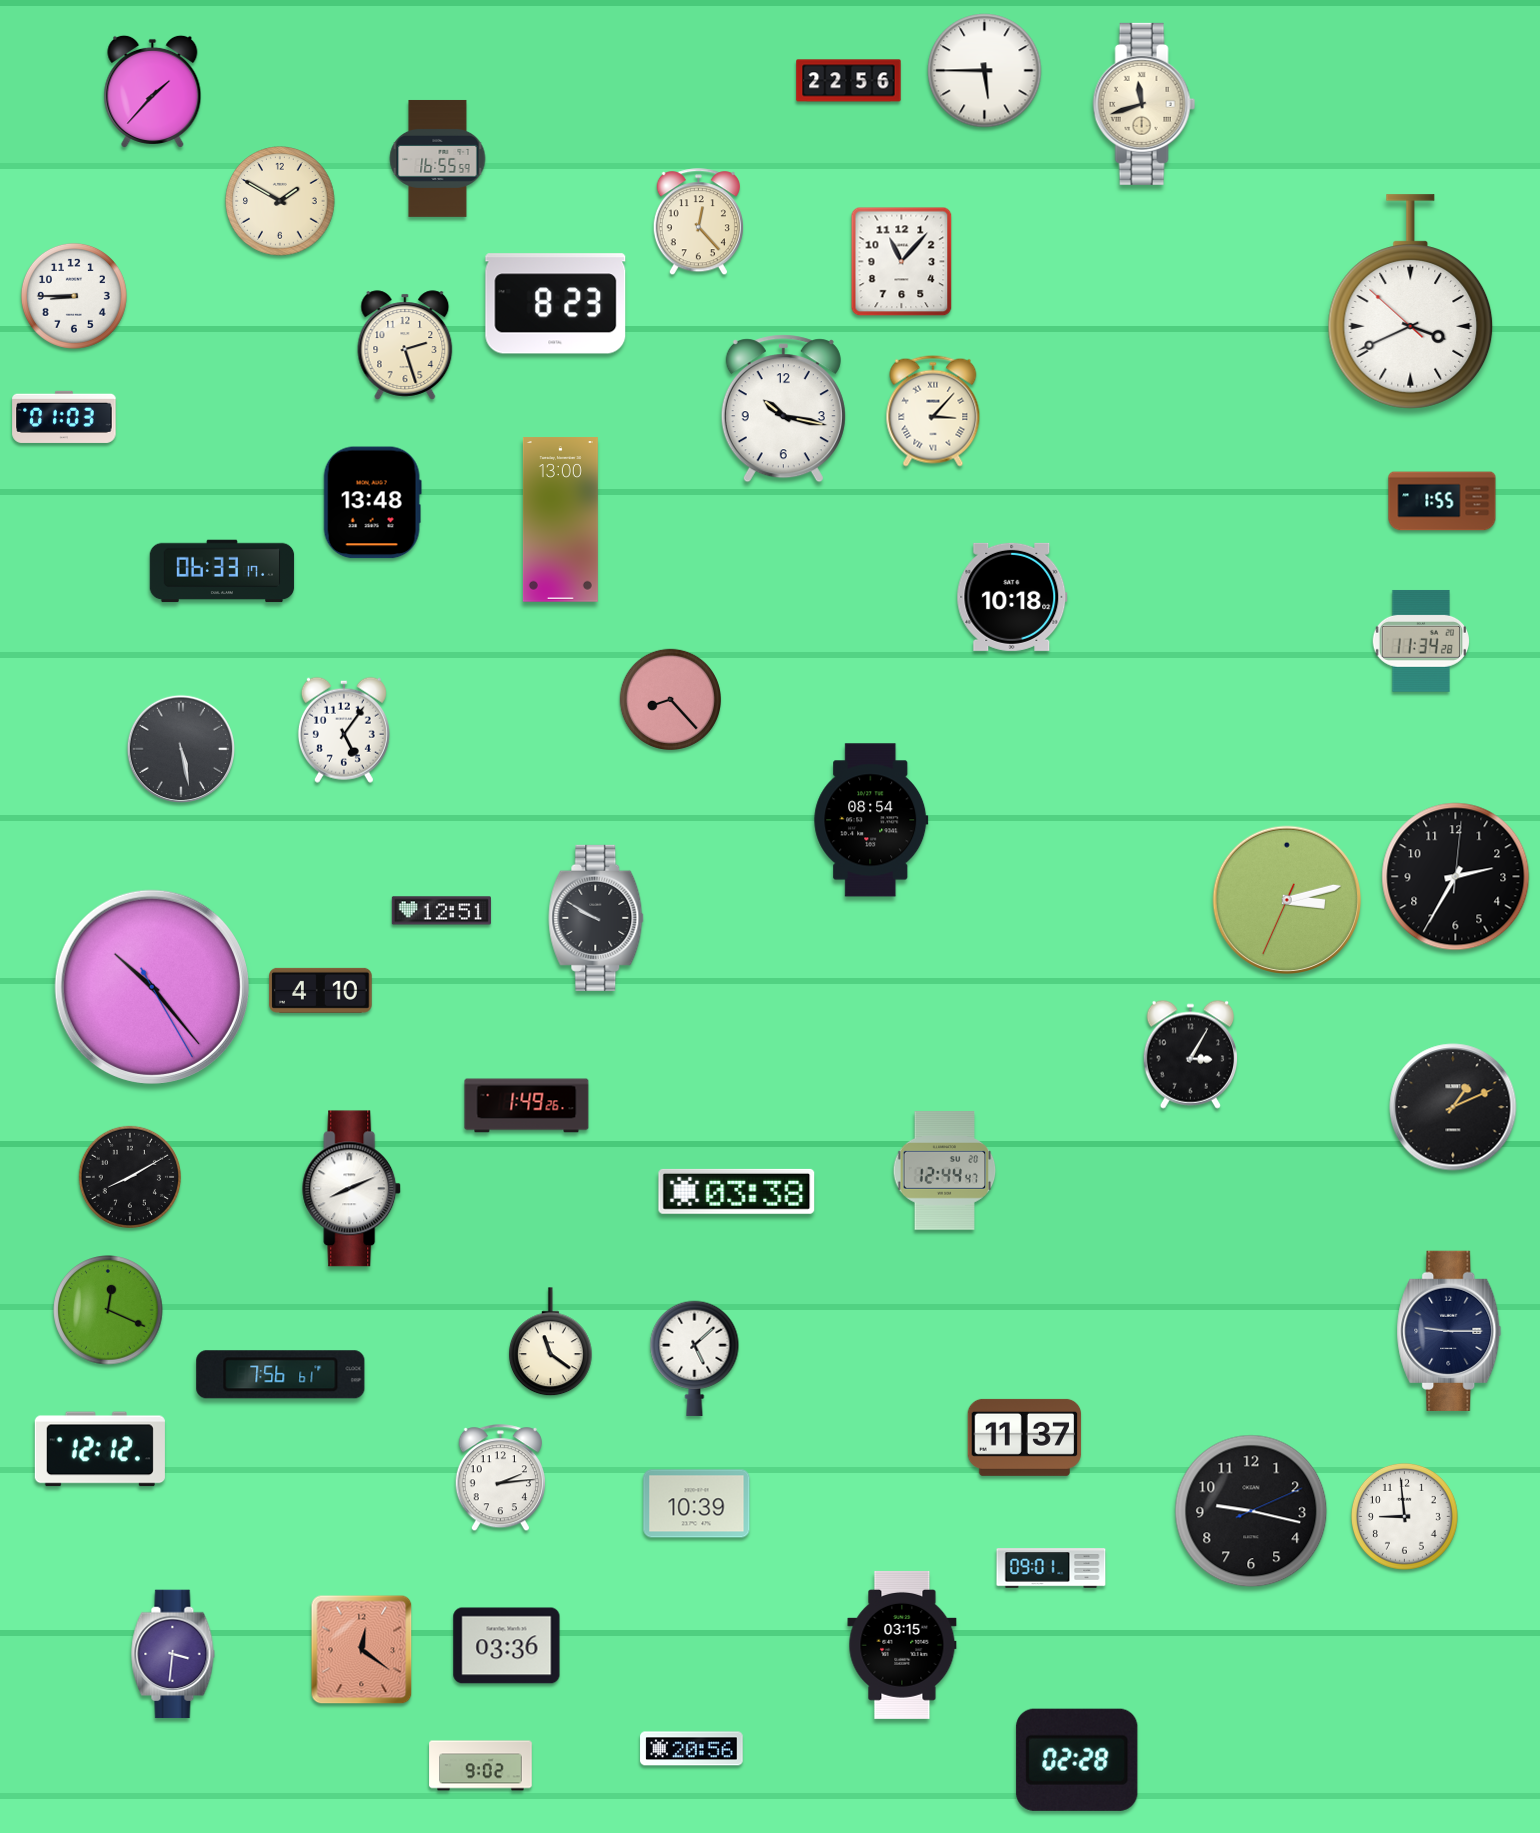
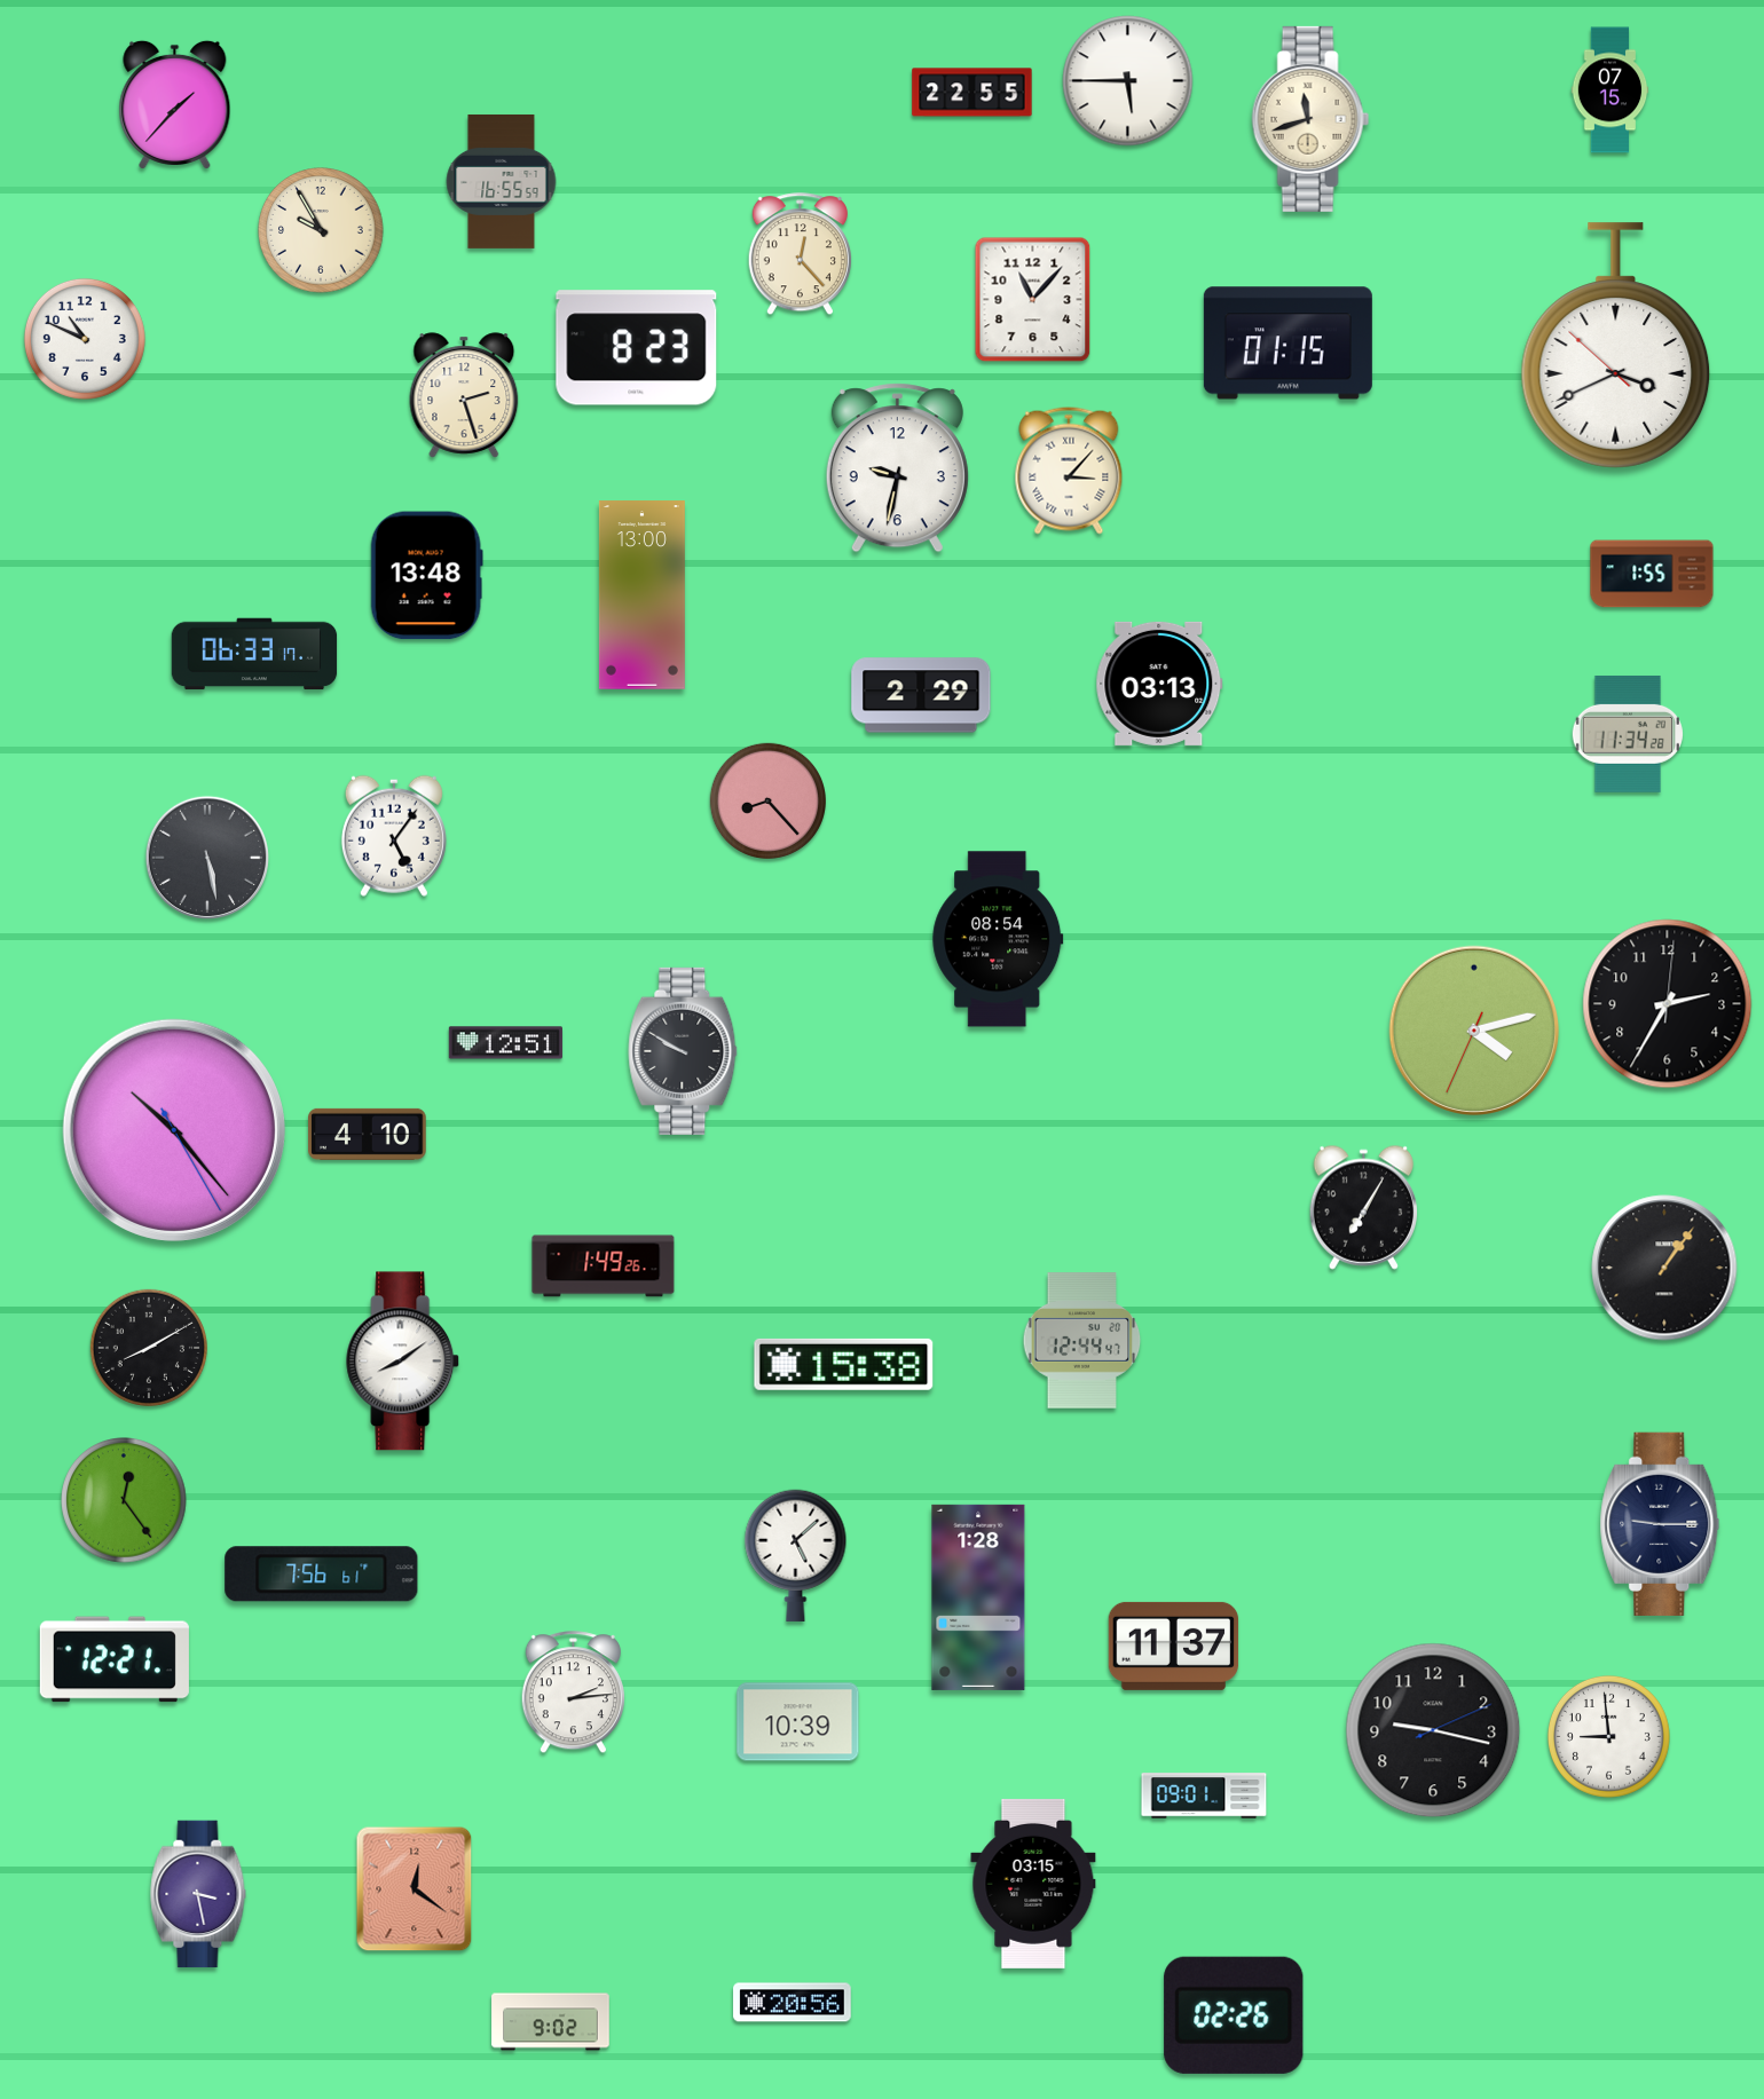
clock at (1611, 90): none -> 07:15
clock at (849, 81): 22:56 -> 22:55
clock at (280, 201): 1:50 -> 9:55
clock at (74, 296): 8:45 -> 10:49
clock at (1287, 344): none -> 01:15
clock at (783, 409): 10:17 -> 9:32
clock at (64, 417): 01:03 -> none
clock at (1012, 597): 10:18 -> 03:13
clock at (921, 695): none -> 2:29
clock at (1287, 900): 3:12 -> 4:12
clock at (1190, 1054): 3:05 -> 7:05
clock at (1453, 1107): 1:11 -> 1:06
clock at (352, 1189): 8:11 -> 8:09
clock at (737, 1191): 03:38 -> 15:38
clock at (108, 1310): 12:19 -> 12:24
clock at (551, 1342): 11:21 -> none
clock at (978, 1597): none -> 1:28
clock at (100, 1449): 12:12 -> 12:21
clock at (507, 1646): 03:36 -> none
clock at (173, 1654): 3:31 -> 3:28
clock at (1077, 1760): 02:28 -> 02:26
